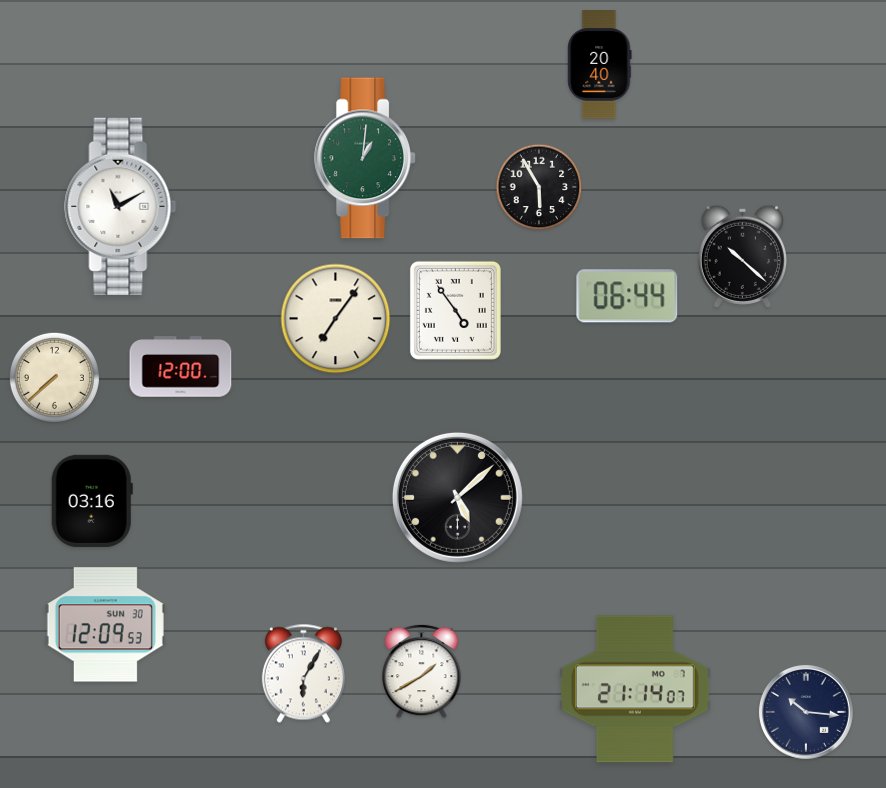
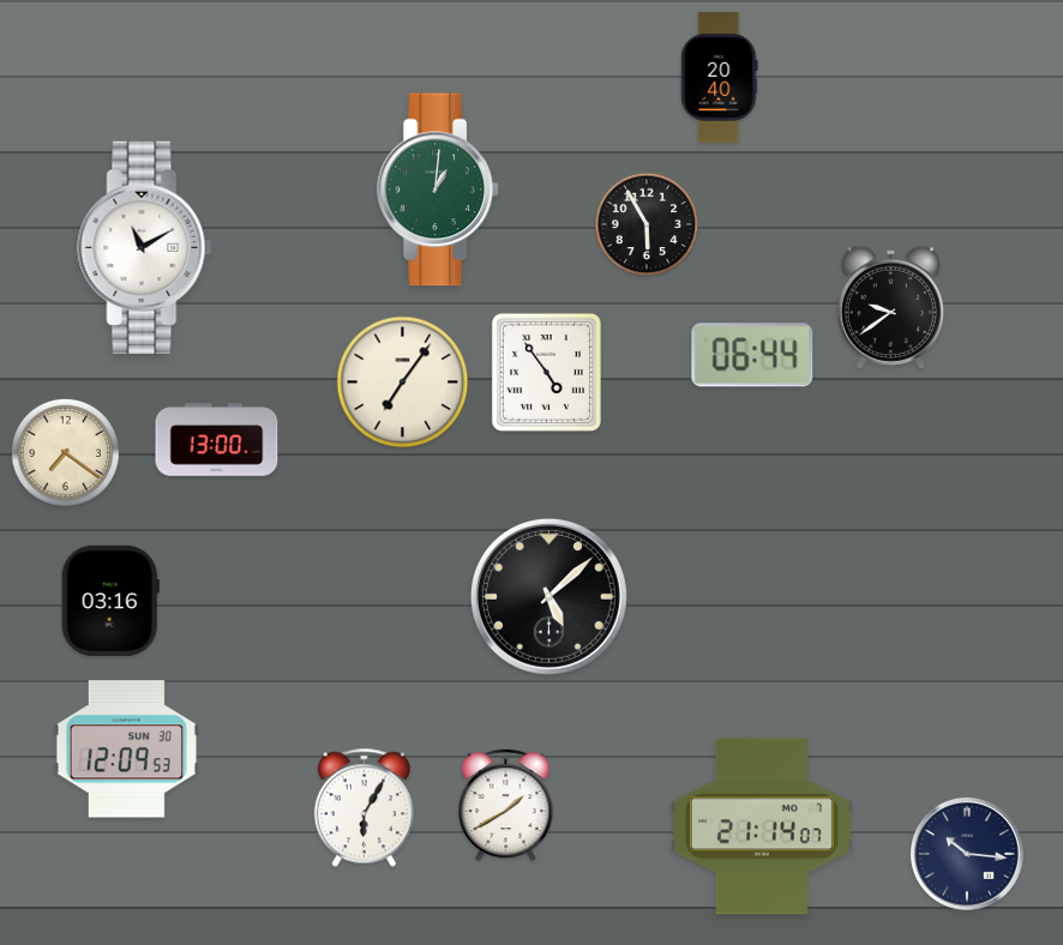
clock at (742, 256): 10:22 -> 9:39
clock at (181, 367): 12:00 -> 13:00
clock at (54, 377): 7:38 -> 7:21
